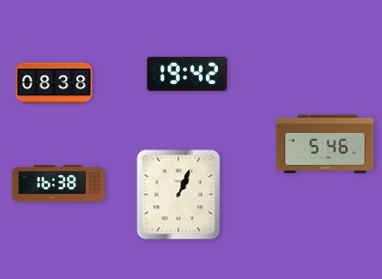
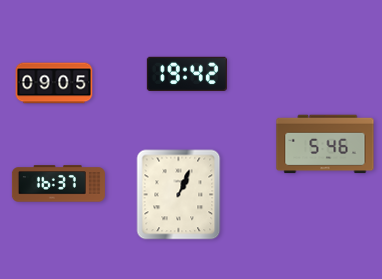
clock at (54, 83): 08:38 -> 09:05
clock at (58, 184): 16:38 -> 16:37
